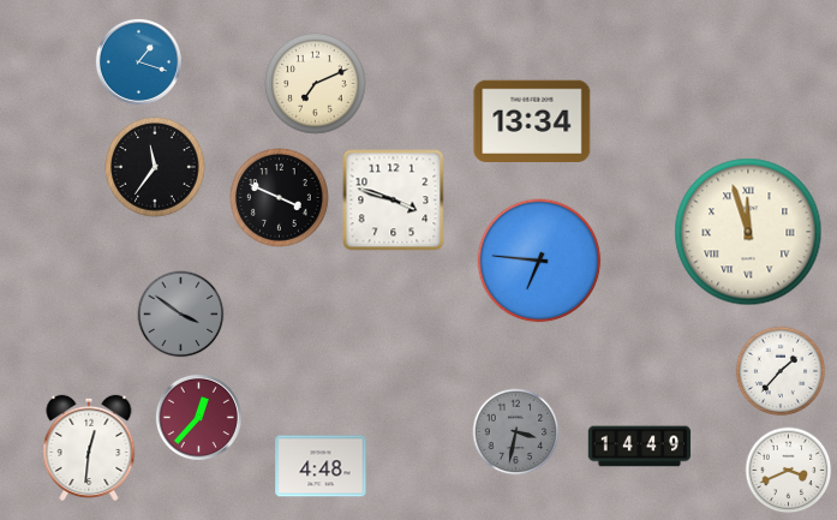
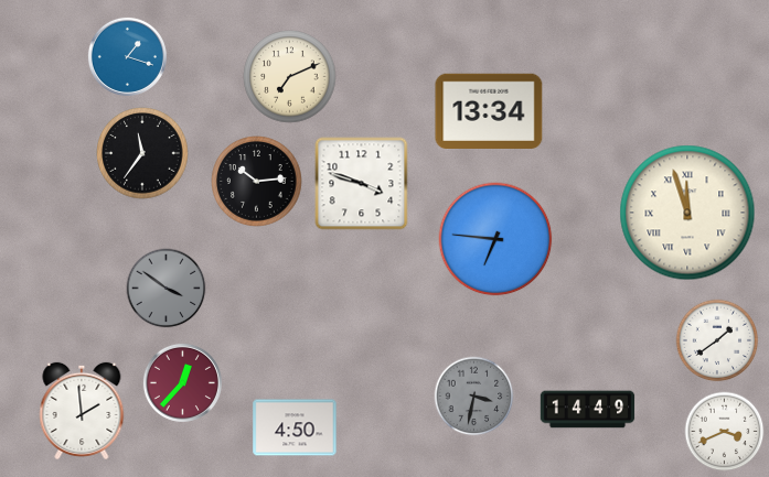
clock at (280, 198): 3:49 -> 10:14
clock at (781, 371): 1:37 -> 1:39
clock at (89, 448): 12:31 -> 1:59
clock at (321, 466): 4:48 -> 4:50
